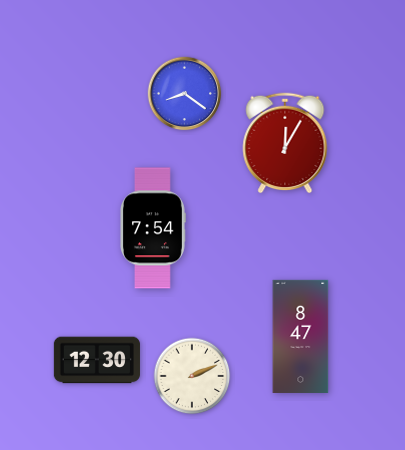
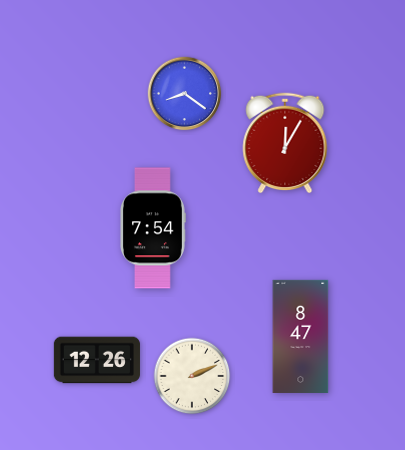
clock at (97, 360): 12:30 -> 12:26
